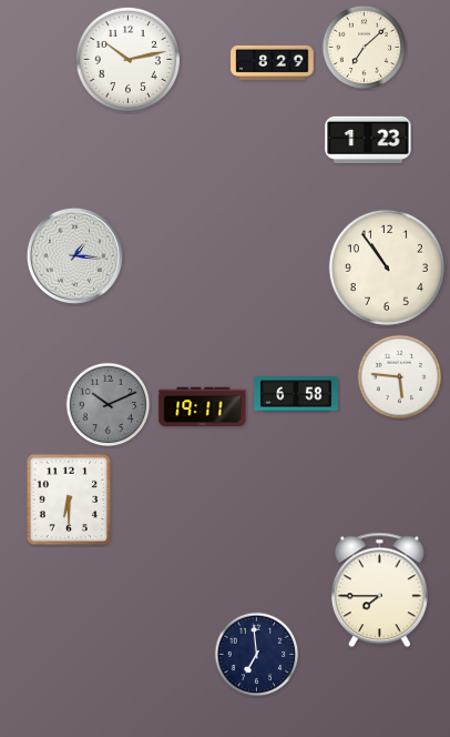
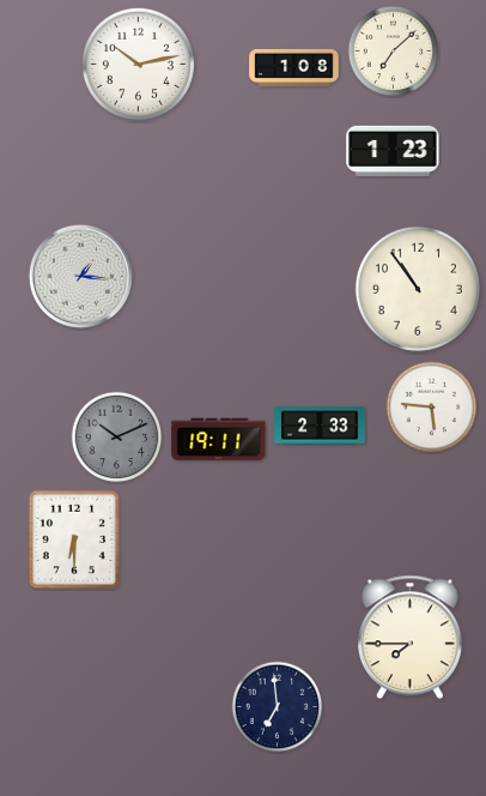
clock at (273, 62): 8:29 -> 1:08
clock at (368, 140) position: (368, 140) -> (393, 151)
clock at (296, 394): 6:58 -> 2:33
